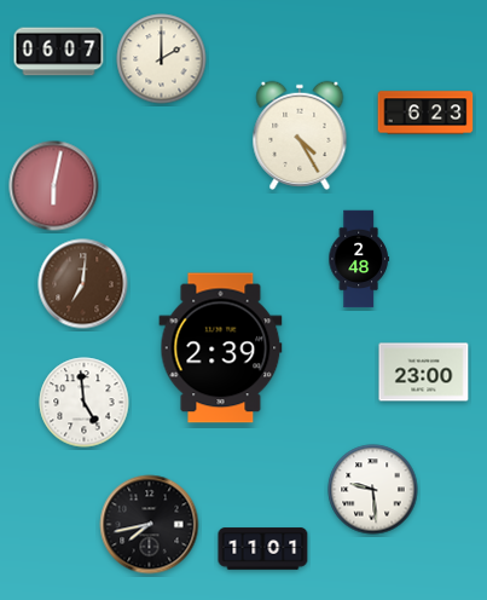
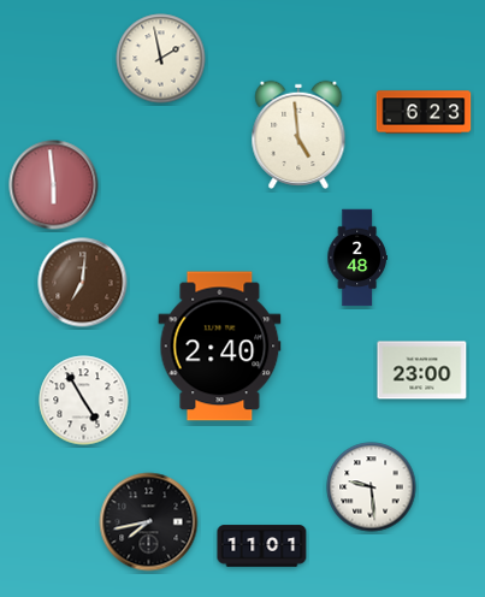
clock at (59, 52): 06:07 -> none
clock at (162, 59): 2:00 -> 1:58
clock at (300, 135): 4:25 -> 4:59
clock at (54, 186): 6:02 -> 5:59
clock at (221, 348): 2:39 -> 2:40
clock at (85, 403): 4:59 -> 4:55
